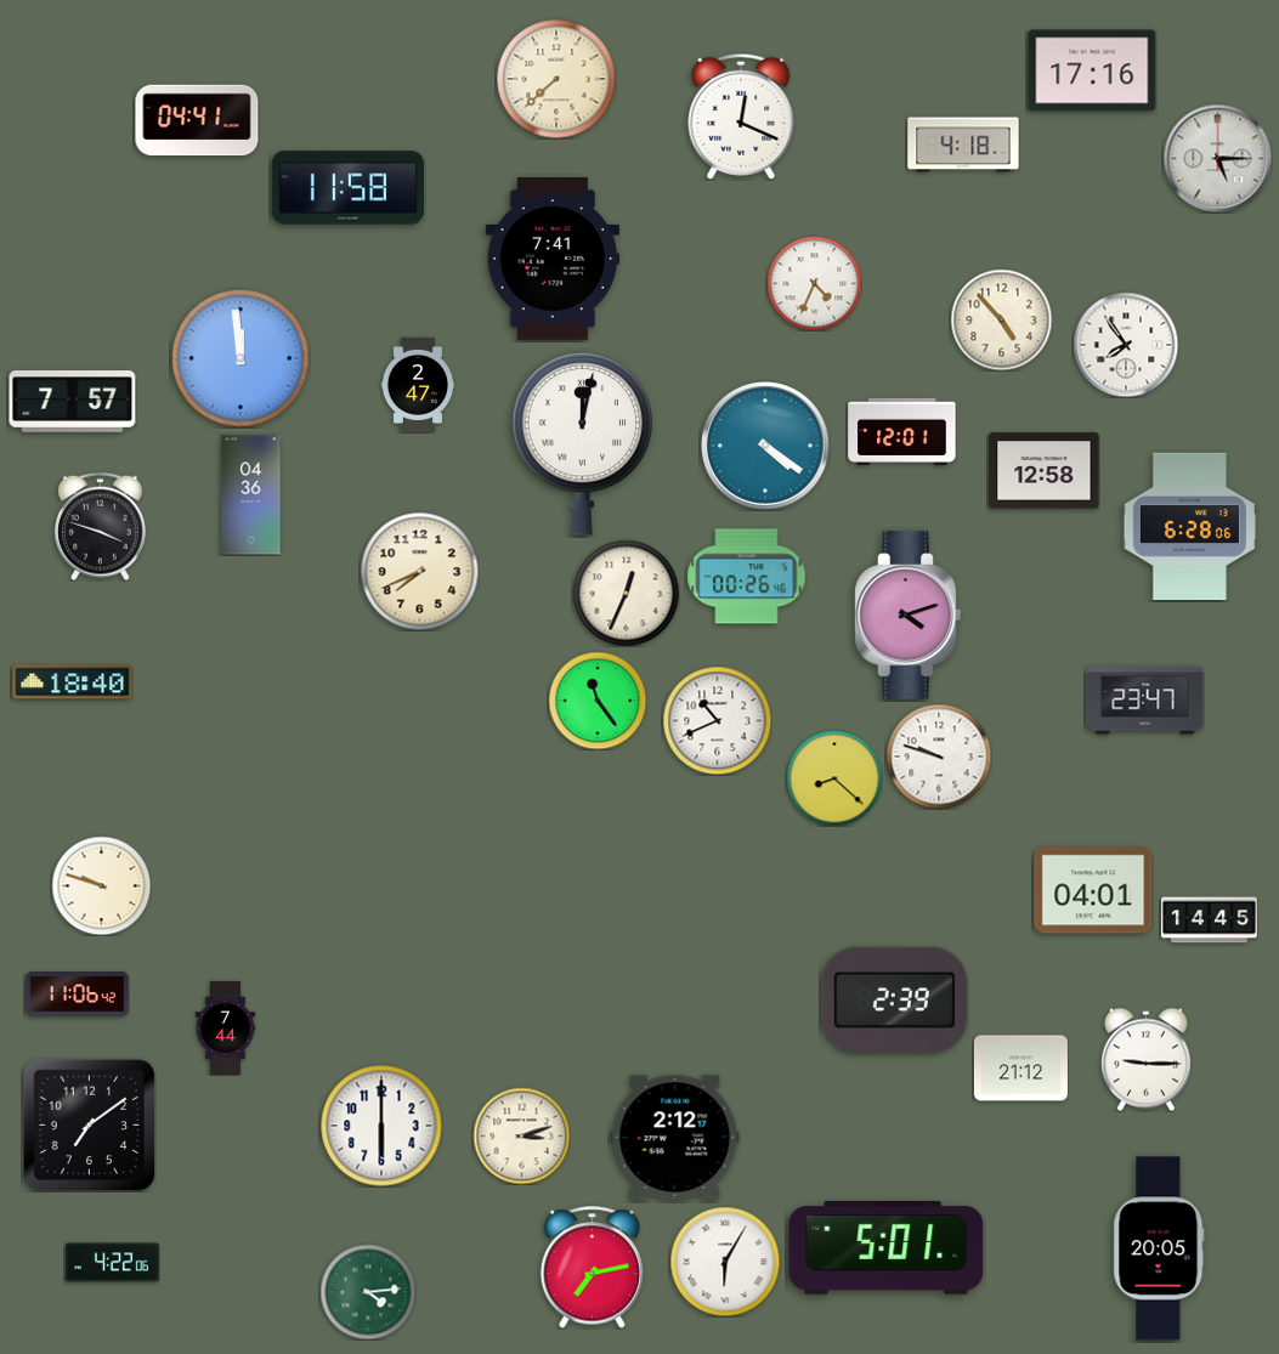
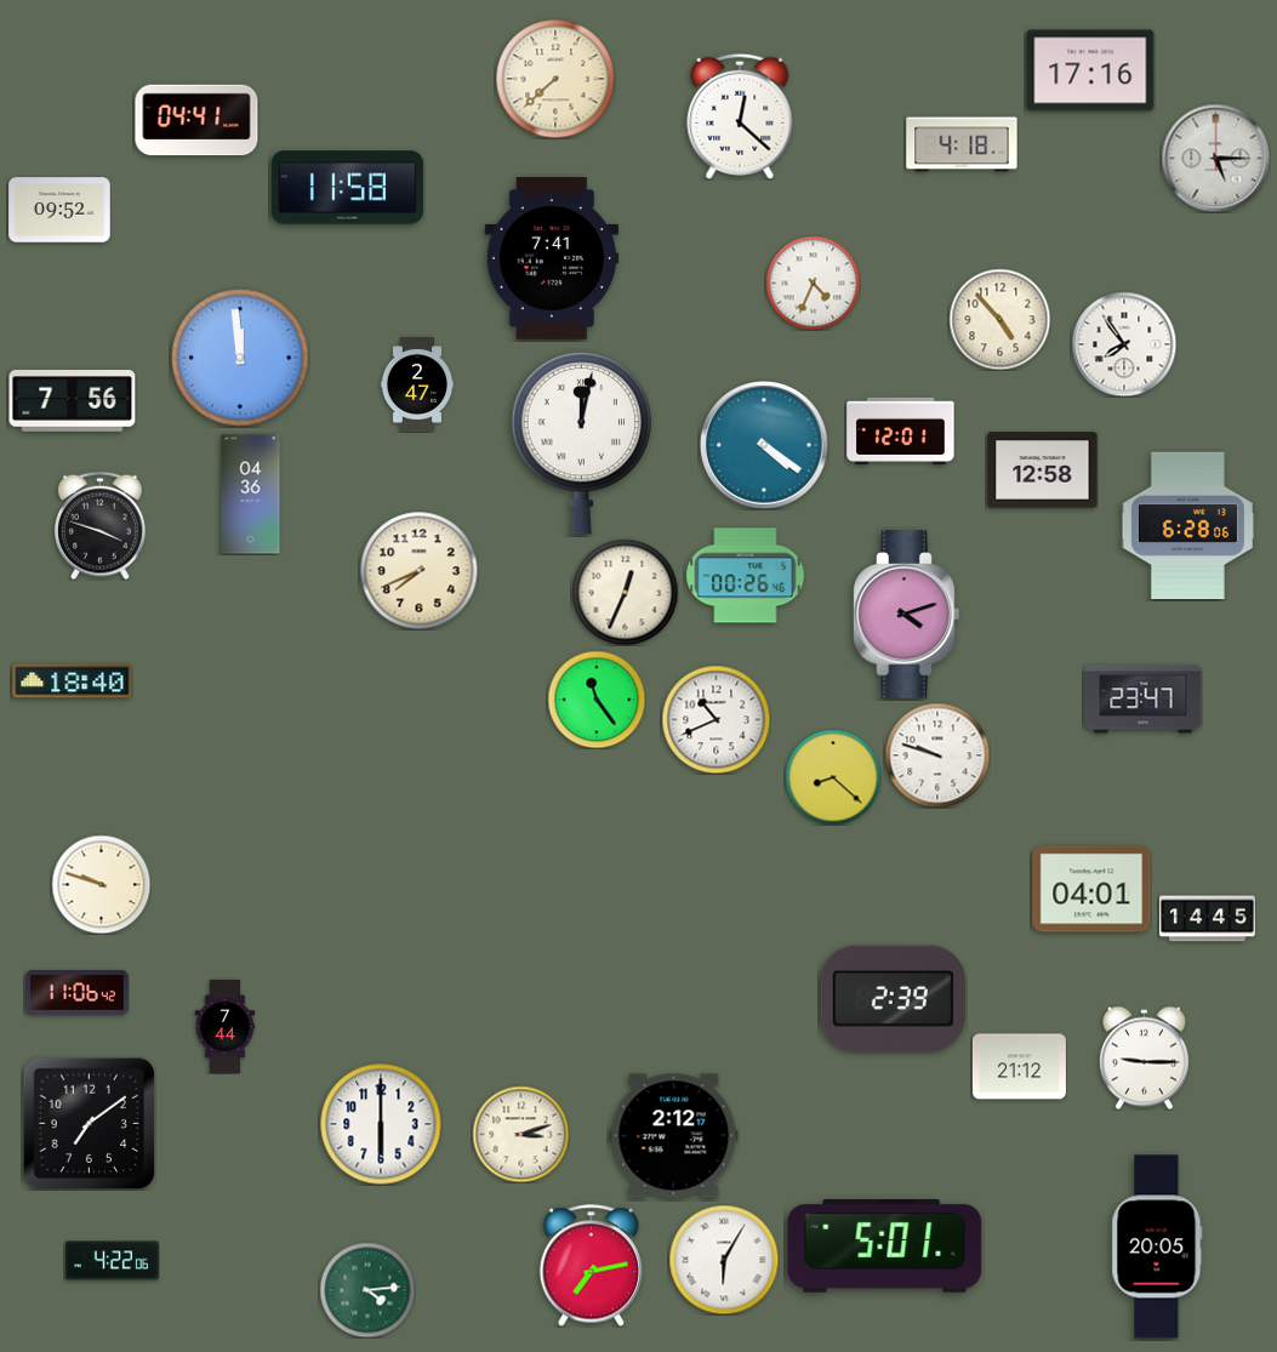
clock at (741, 117): 12:19 -> 12:22
clock at (59, 210): none -> 09:52
clock at (73, 402): 7:57 -> 7:56
